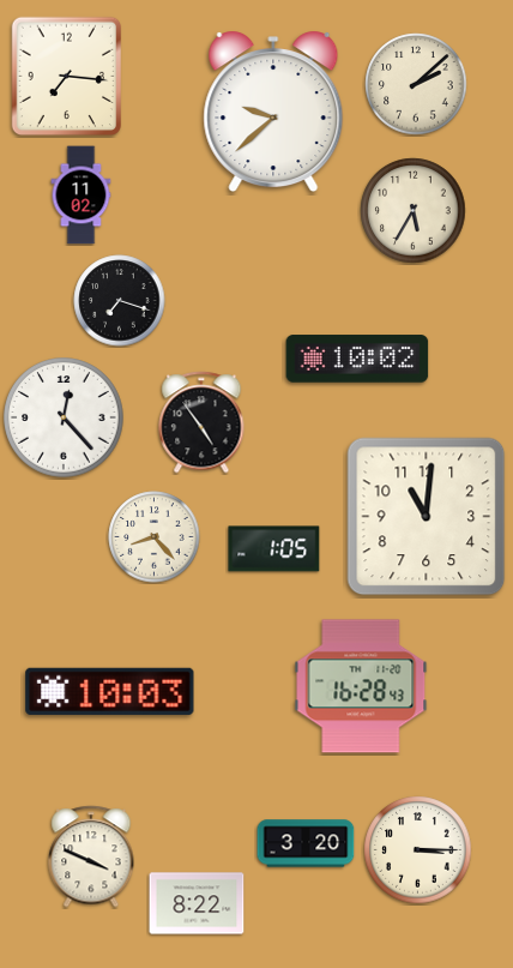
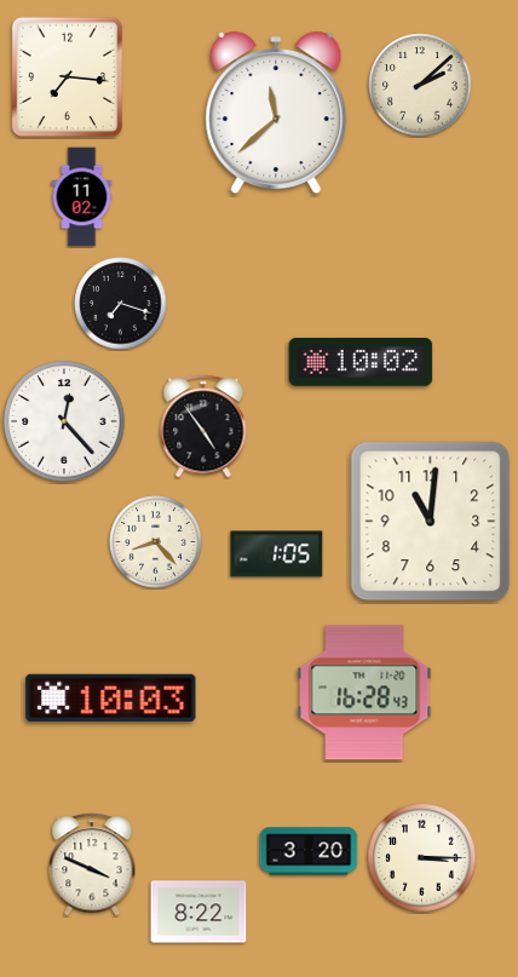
clock at (273, 112): 9:38 -> 11:38
clock at (414, 211): 5:35 -> none
